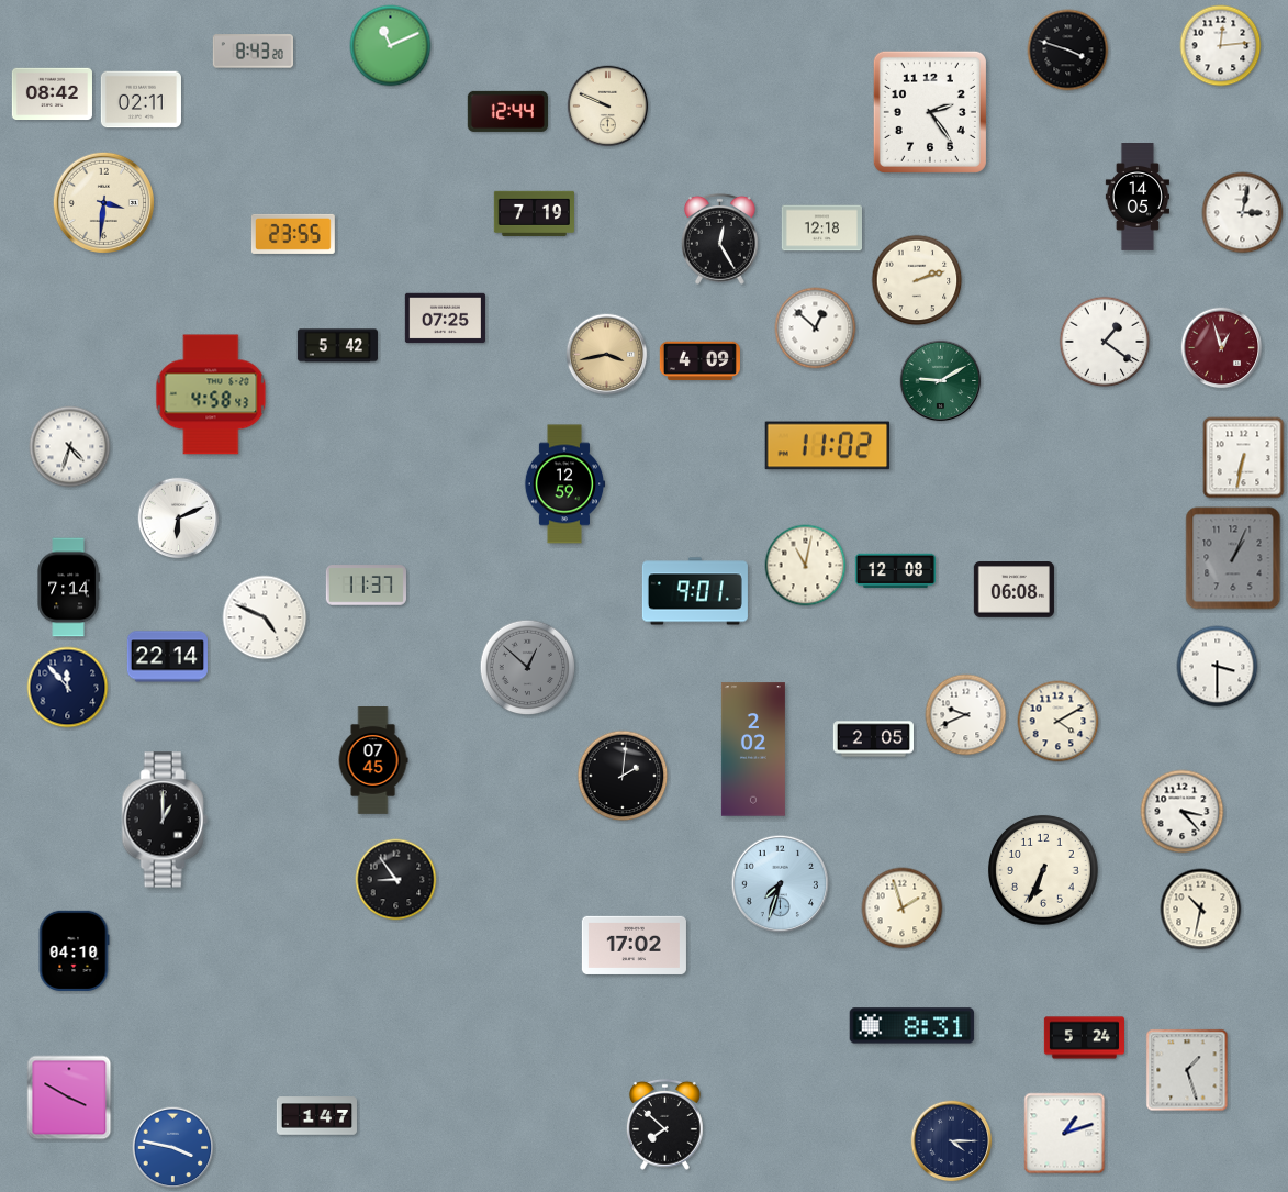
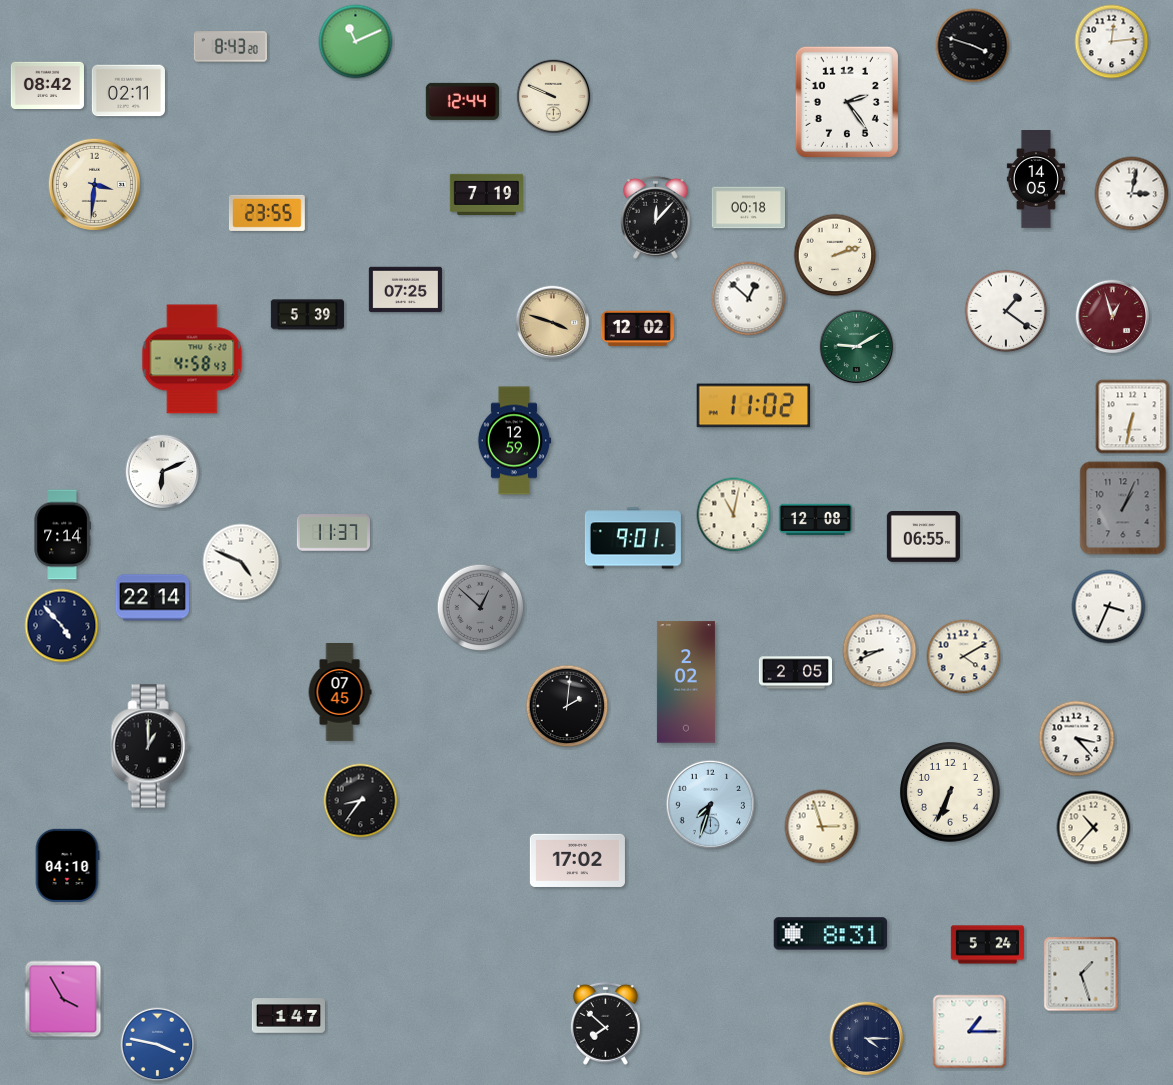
clock at (821, 229): 12:18 -> 00:18
clock at (719, 238): 12:25 -> 12:07
clock at (816, 328) position: (816, 328) -> (749, 299)
clock at (337, 346): 5:42 -> 5:39
clock at (607, 355): 3:43 -> 3:48
clock at (699, 361): 4:09 -> 12:02
clock at (70, 447): 4:33 -> none
clock at (1013, 590): 06:08 -> 06:55
clock at (1218, 667): 3:30 -> 3:34
clock at (68, 688): 11:53 -> 4:53
clock at (966, 715): 9:41 -> 8:41
clock at (396, 880): 8:54 -> 8:36
clock at (903, 909): 1:57 -> 2:57
clock at (1201, 910): 10:32 -> 10:37
clock at (69, 1098): 3:50 -> 3:55
clock at (1065, 1134): 1:12 -> 1:15
